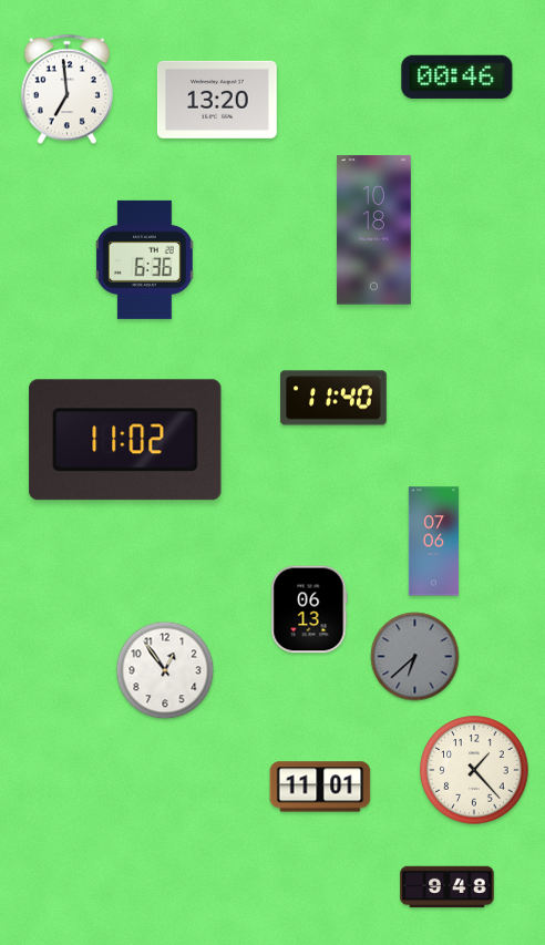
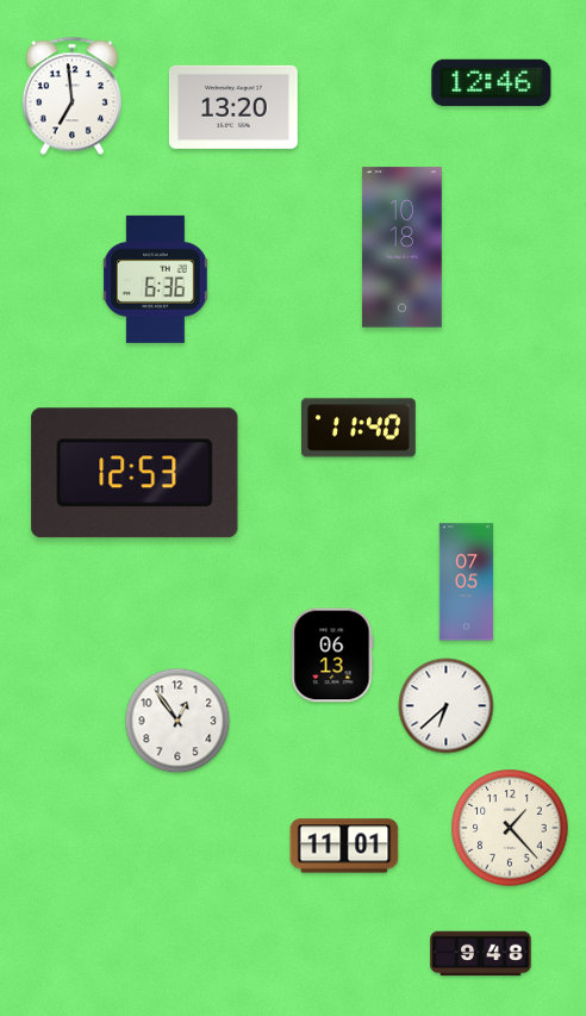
clock at (457, 76): 00:46 -> 12:46
clock at (125, 440): 11:02 -> 12:53
clock at (434, 542): 07:06 -> 07:05
clock at (415, 657) dial: grey -> white
